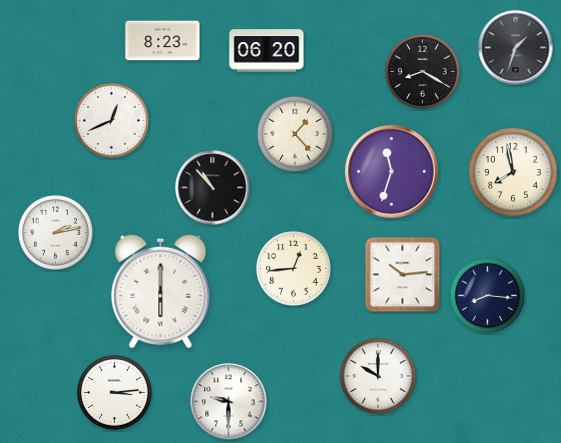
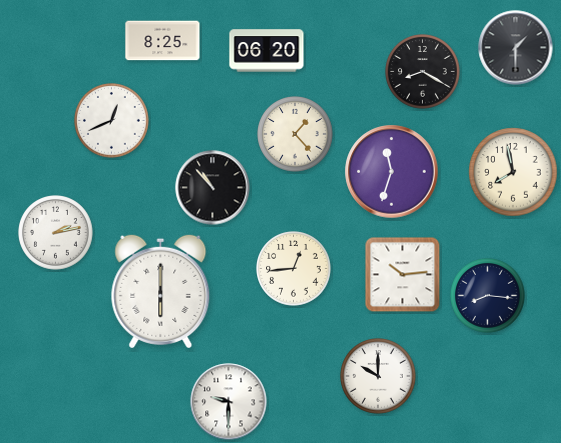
clock at (163, 41): 8:23 -> 8:25
clock at (516, 48): 1:33 -> 1:30
clock at (115, 393): 3:14 -> none
